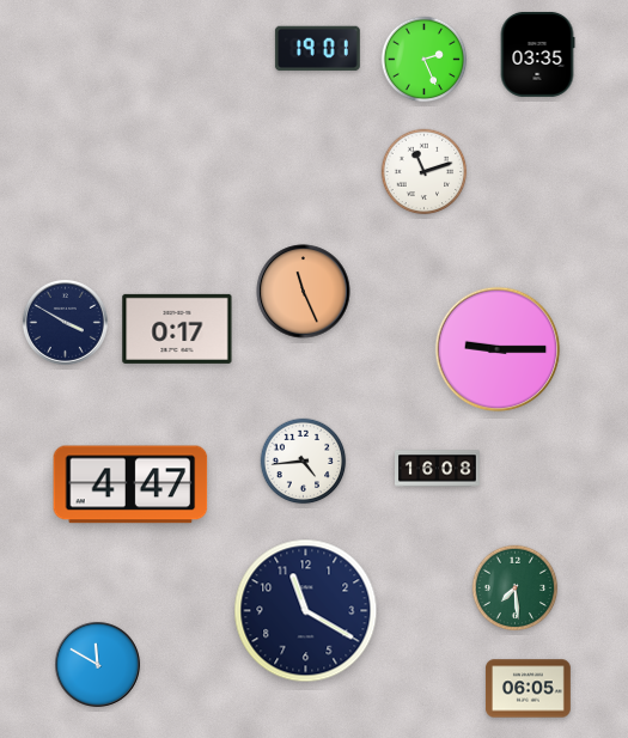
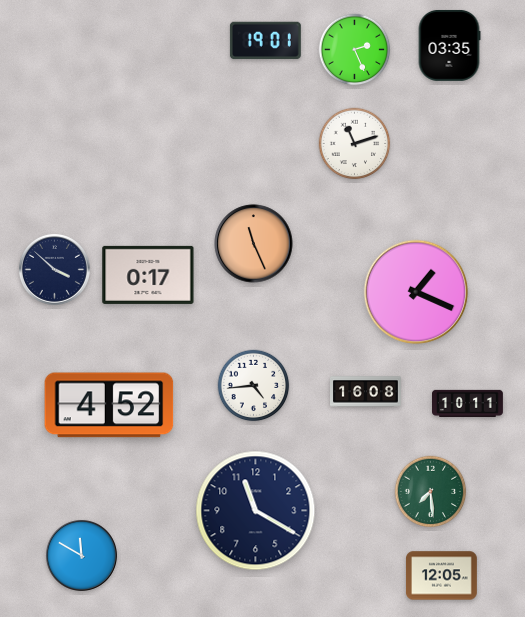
clock at (65, 322): 3:50 -> 3:52
clock at (498, 349): 9:15 -> 1:19
clock at (468, 403): none -> 10:11
clock at (130, 484): 4:47 -> 4:52
clock at (529, 689): 06:05 -> 12:05
